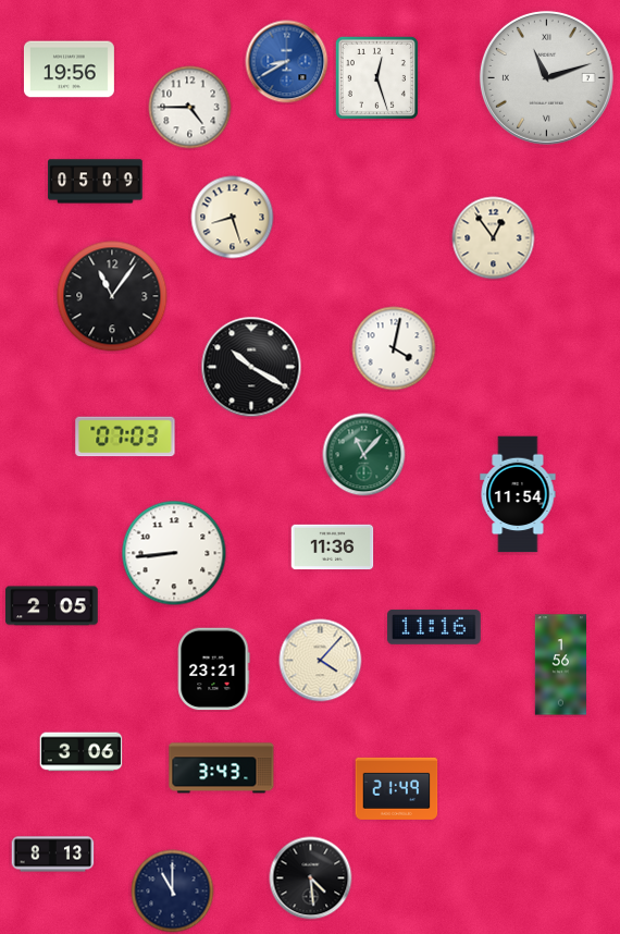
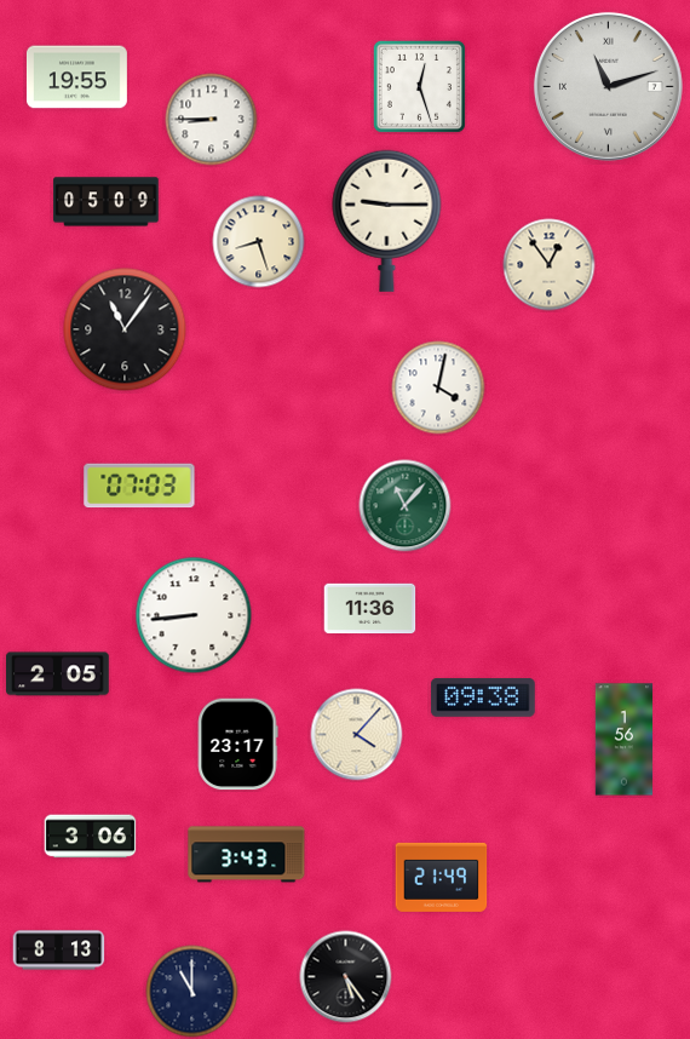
clock at (287, 62): 8:40 -> none
clock at (69, 70): 19:56 -> 19:55
clock at (190, 108): 4:45 -> 8:45
clock at (387, 220): none -> 9:15
clock at (251, 367): 10:20 -> none
clock at (518, 494): 11:54 -> none
clock at (434, 628): 11:16 -> 09:38
clock at (213, 669): 23:21 -> 23:17
clock at (311, 878): 4:29 -> 5:24
